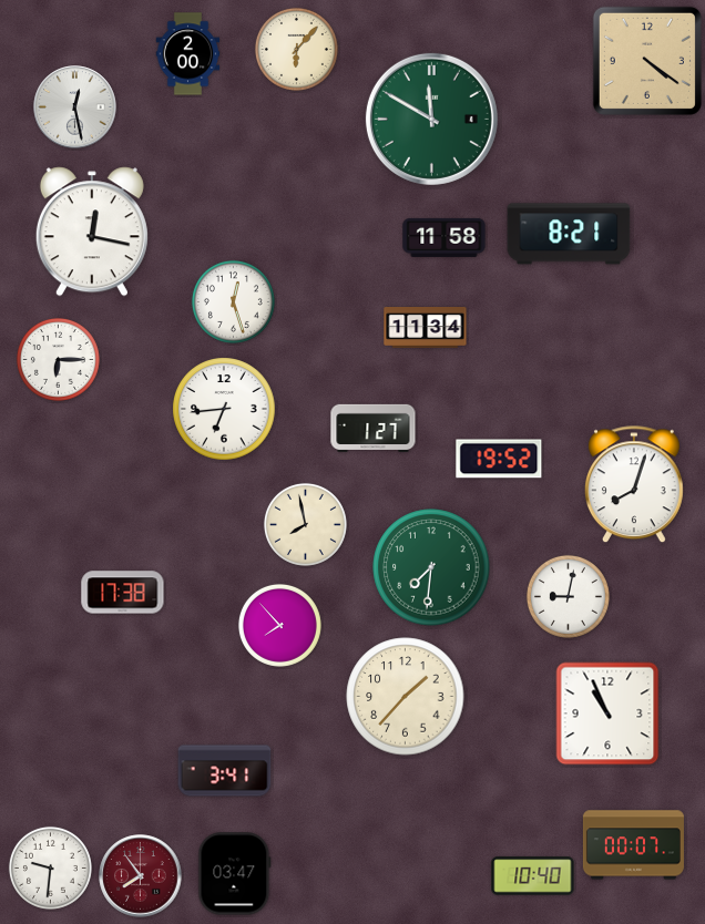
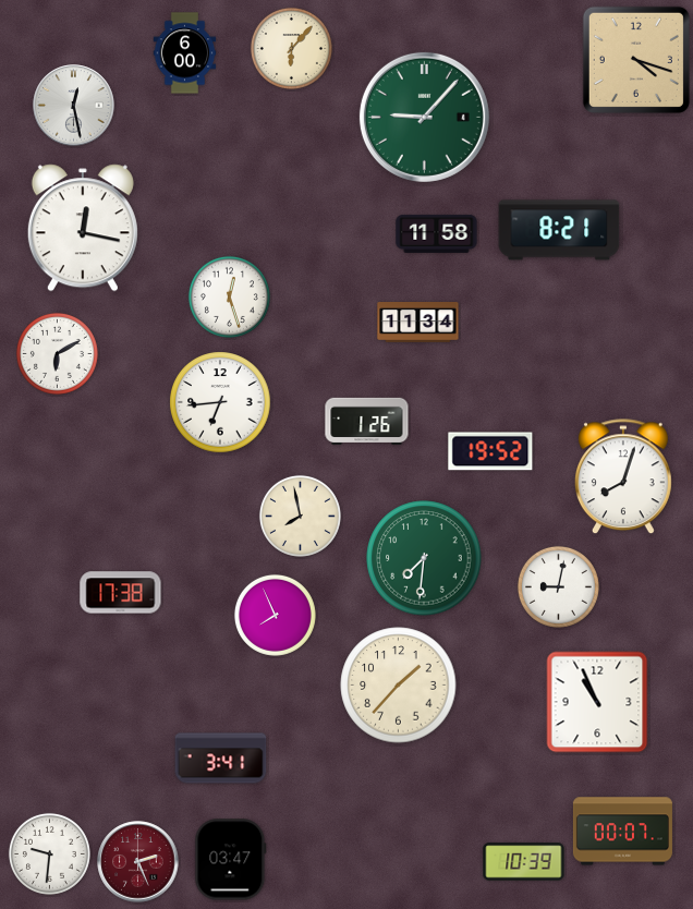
clock at (188, 54): 2:00 -> 6:00
clock at (647, 61): 4:21 -> 4:18
clock at (431, 119): 11:50 -> 9:07
clock at (92, 232) position: (92, 232) -> (83, 228)
clock at (58, 359): 6:15 -> 6:10
clock at (374, 428): 1:27 -> 1:26
clock at (123, 593) position: (123, 593) -> (121, 593)
clock at (279, 625): 7:53 -> 7:56
clock at (141, 876): 7:54 -> 2:26
clock at (533, 876): 10:40 -> 10:39
